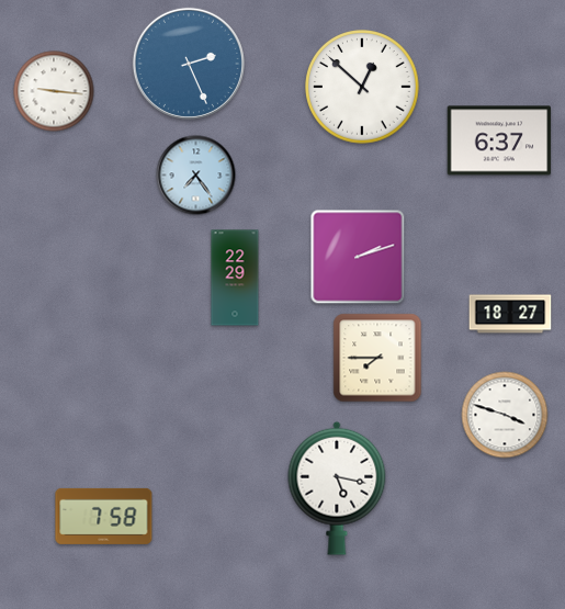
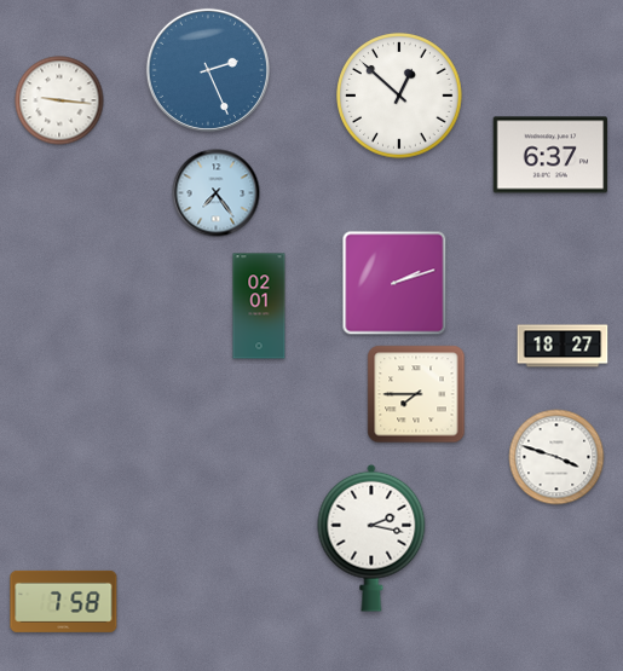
clock at (235, 278): 22:29 -> 02:01
clock at (337, 488): 5:17 -> 2:17
clock at (104, 516) position: (104, 516) -> (64, 601)
